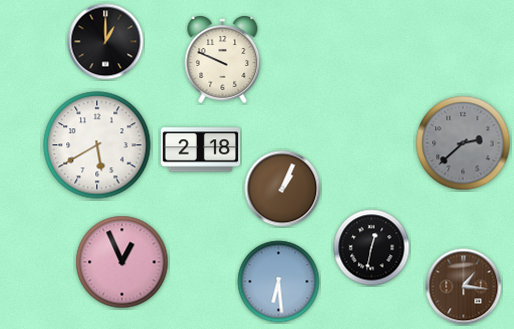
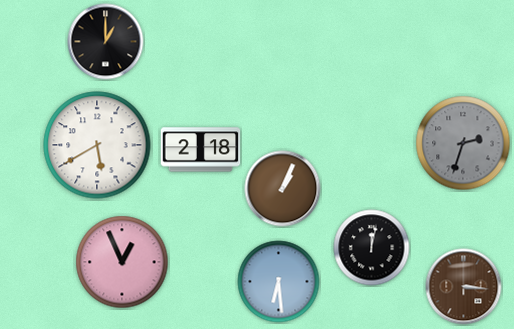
clock at (223, 60): 9:49 -> none
clock at (463, 143): 2:38 -> 2:33
clock at (372, 248): 12:32 -> 12:02
clock at (464, 287): 1:16 -> 3:16
